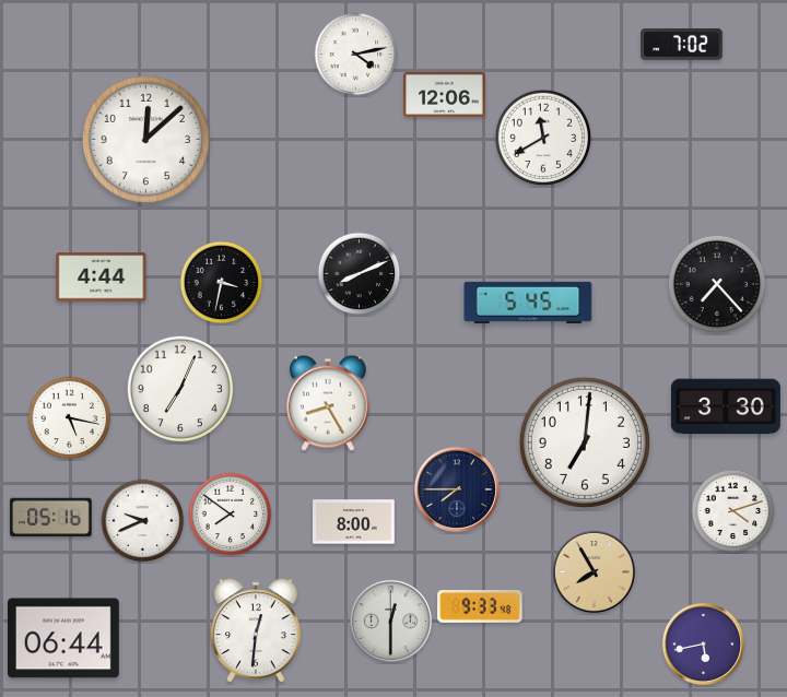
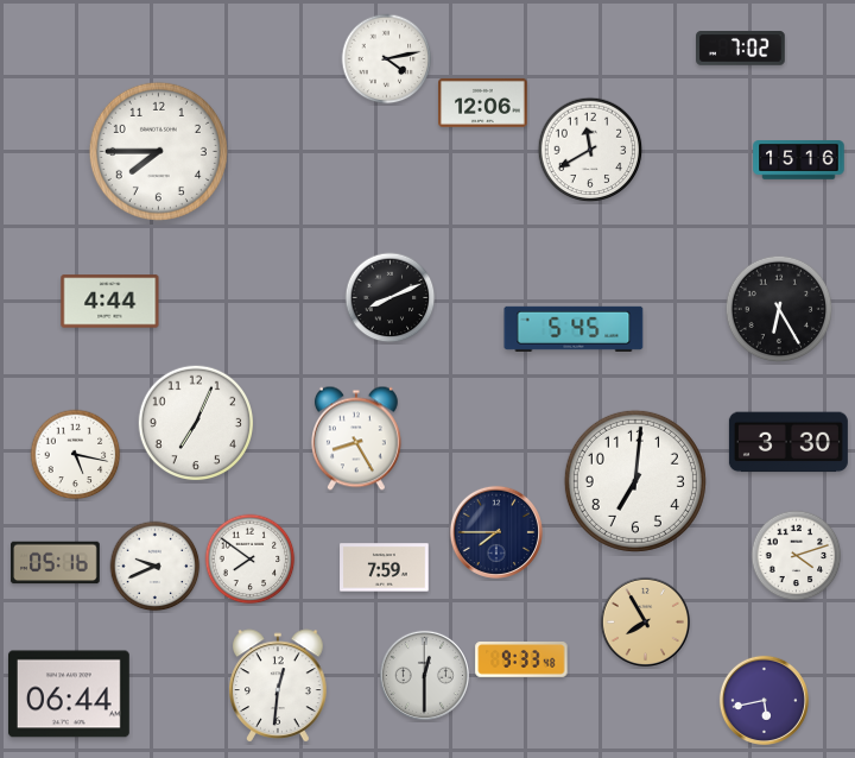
clock at (145, 139): 12:08 -> 7:45
clock at (799, 160): none -> 15:16
clock at (222, 283): 3:32 -> none
clock at (717, 284): 7:23 -> 6:25
clock at (354, 522): 8:00 -> 7:59
